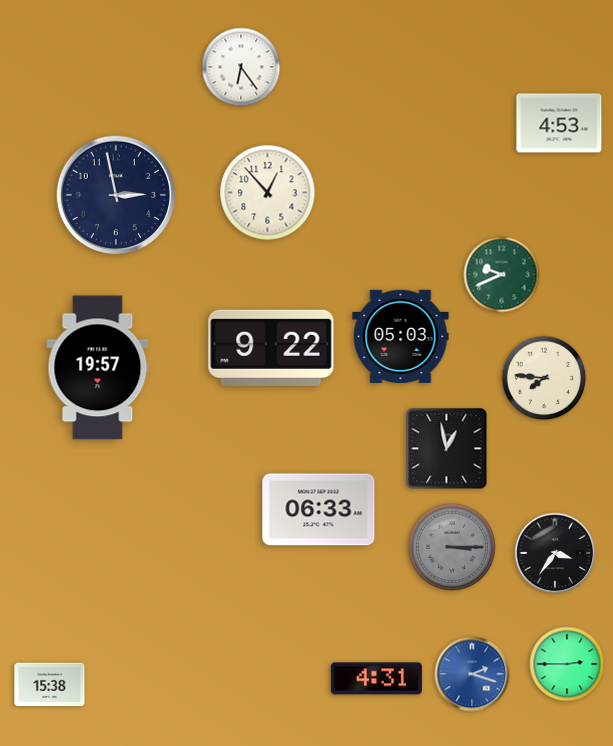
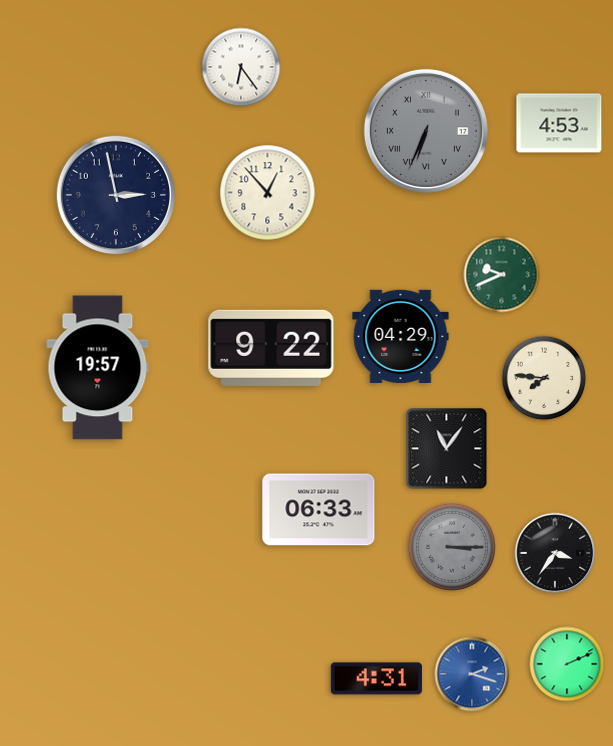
clock at (426, 131): none -> 6:34
clock at (401, 336): 05:03 -> 04:29
clock at (447, 449): 12:58 -> 11:06
clock at (567, 664): 2:45 -> 2:11
clock at (50, 685): 15:38 -> none
